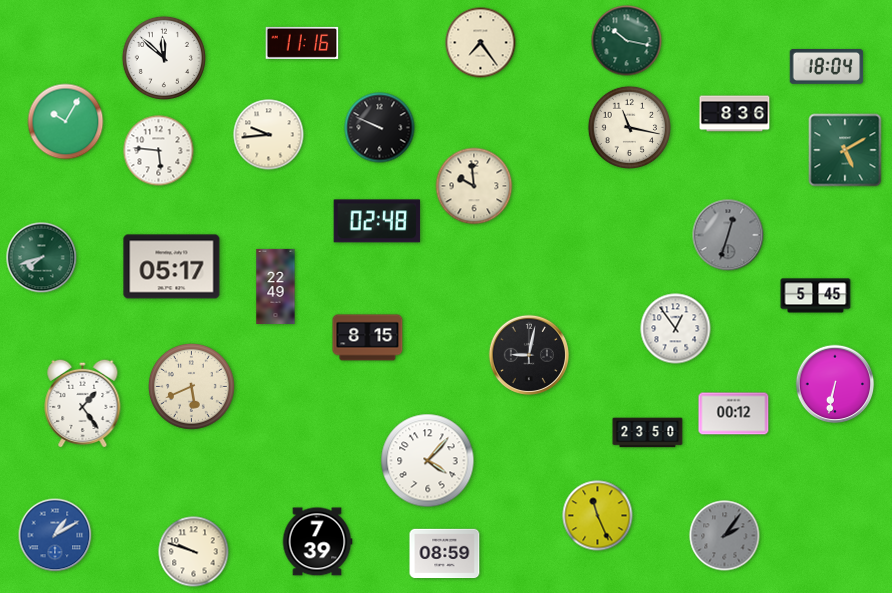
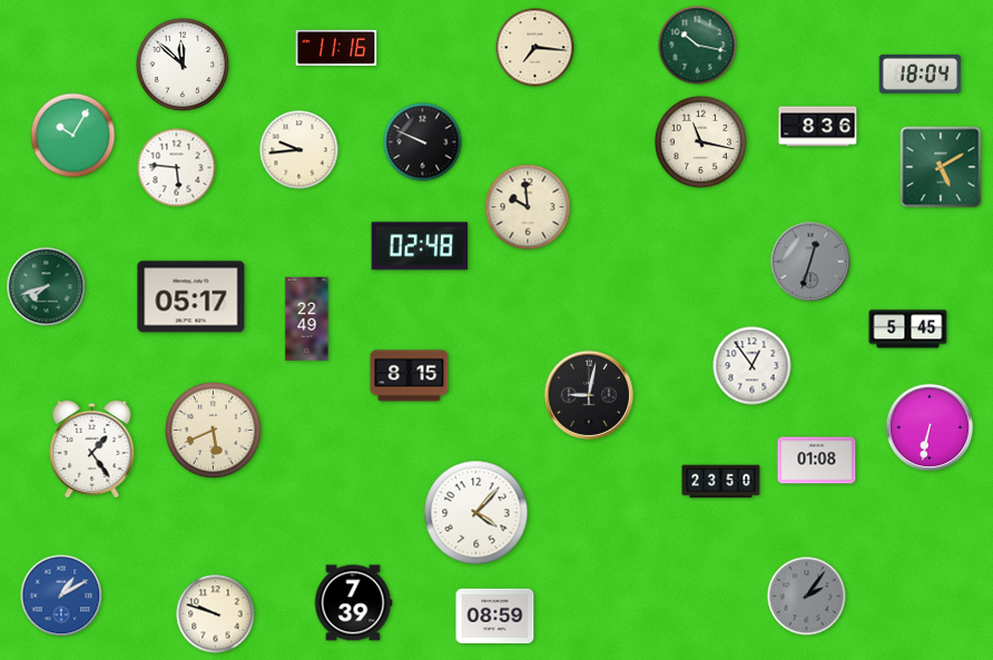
clock at (481, 43): 7:24 -> 7:16
clock at (734, 414): 00:12 -> 01:08
clock at (598, 516): 11:26 -> none
